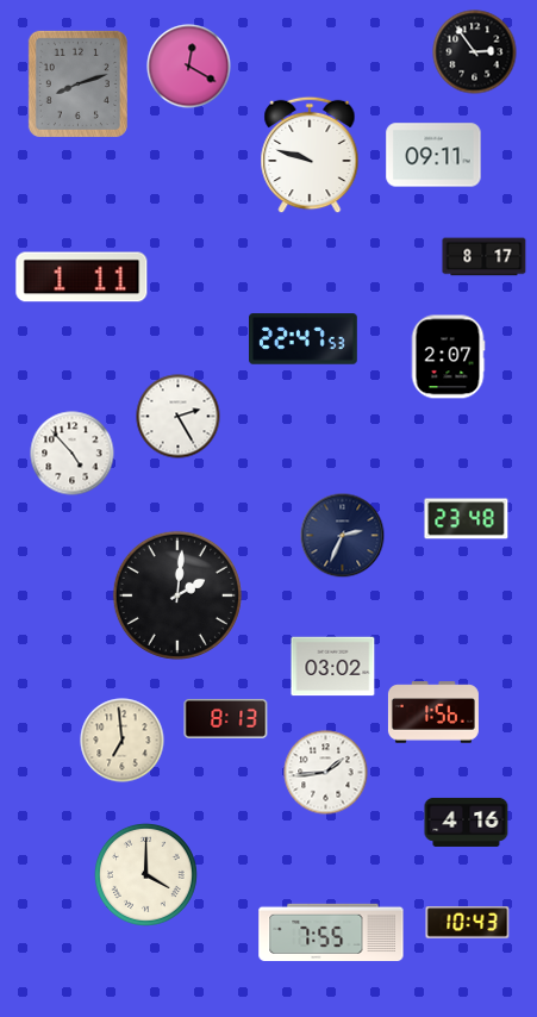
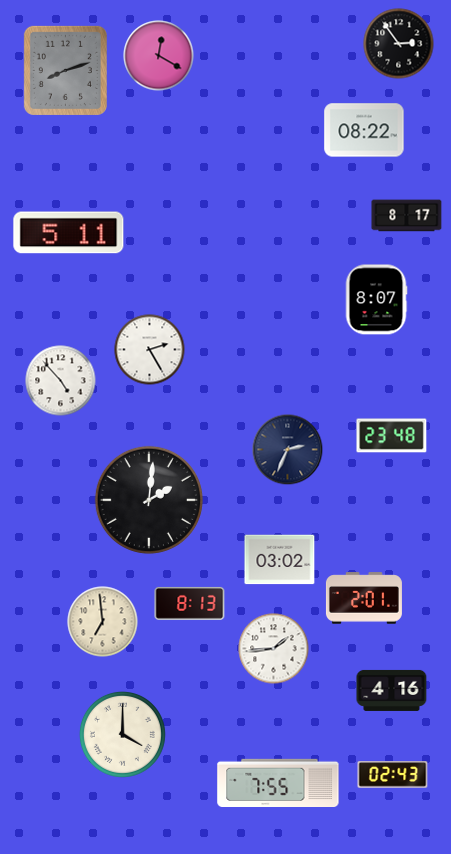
clock at (310, 155): 9:48 -> none
clock at (433, 155): 09:11 -> 08:22
clock at (82, 277): 1:11 -> 5:11
clock at (304, 339): 22:47 -> none
clock at (448, 357): 2:07 -> 8:07
clock at (433, 712): 1:56 -> 2:01
clock at (468, 923): 10:43 -> 02:43
